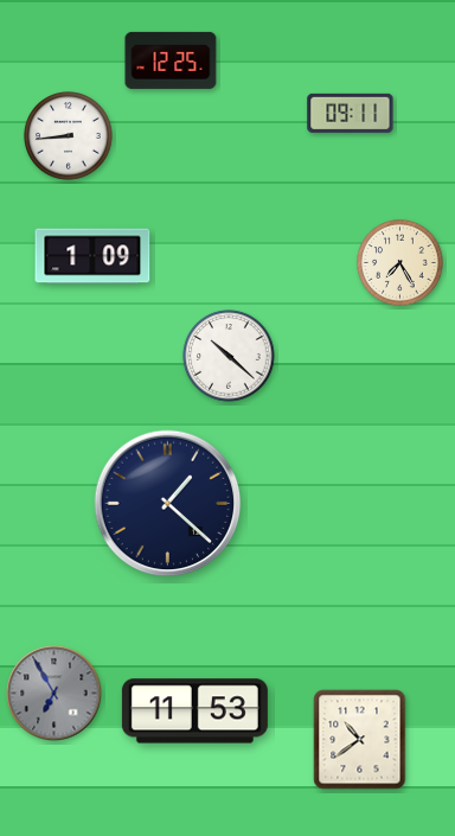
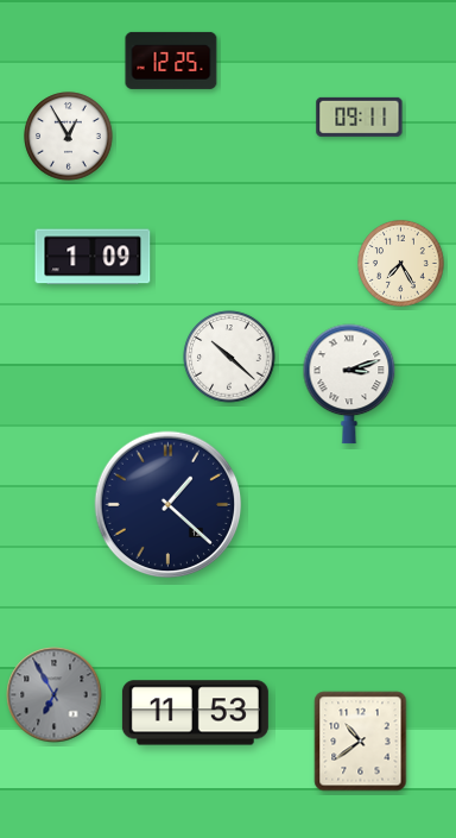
clock at (351, 113) position: (351, 113) -> (360, 116)
clock at (69, 136): 8:44 -> 12:55
clock at (349, 384): none -> 3:12
